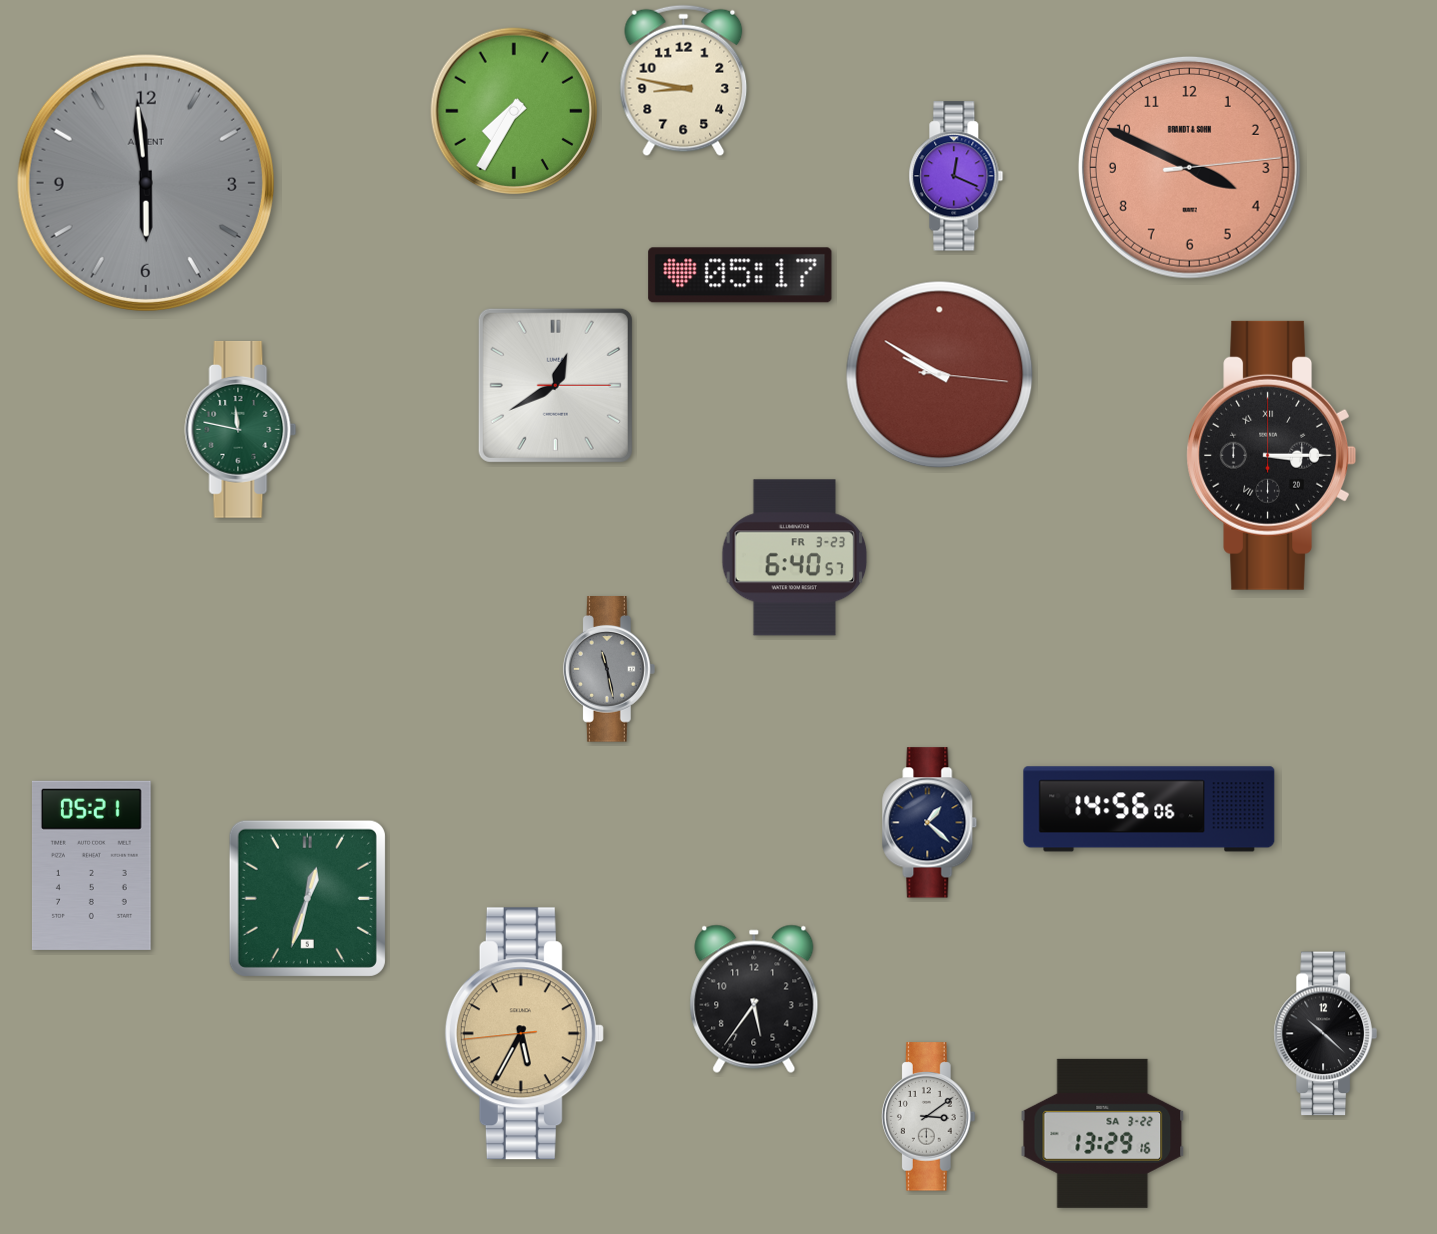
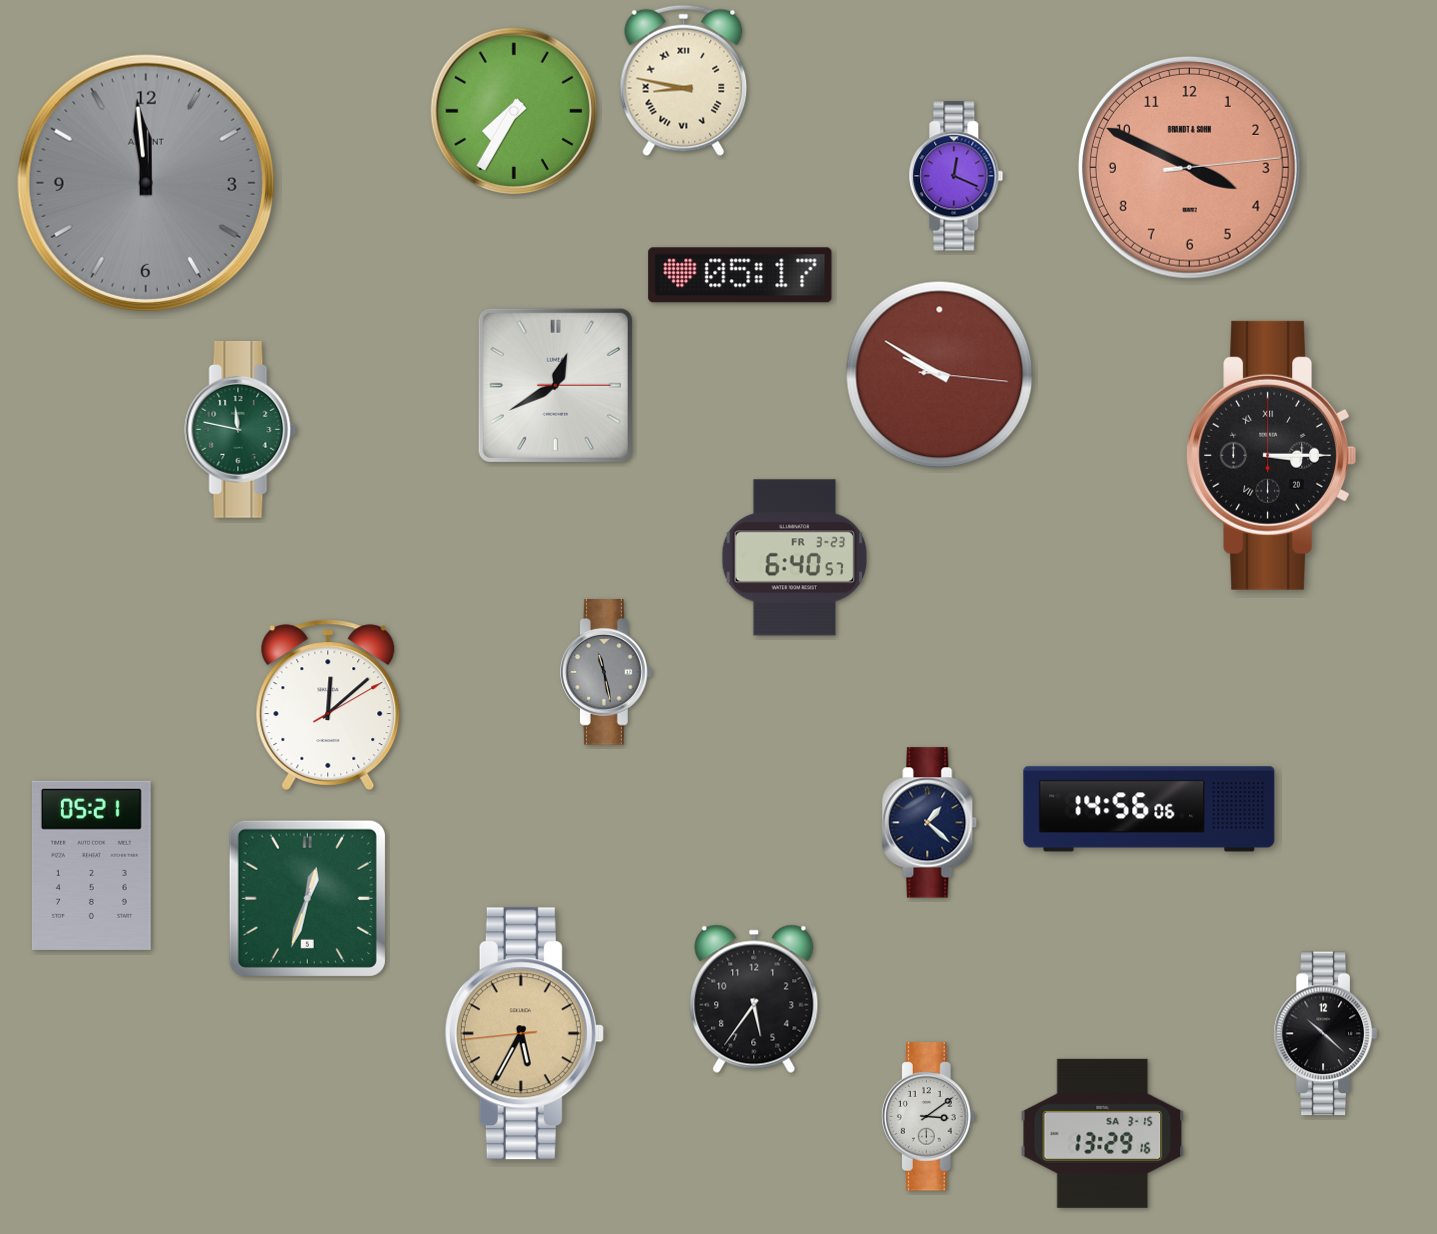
clock at (684, 81) numerals: Arabic -> Roman
clock at (146, 183): 5:59 -> 11:59
clock at (609, 669) position: (609, 669) -> (606, 672)
clock at (328, 705): none -> 12:08
clock at (1103, 1133) date: SA 3-22 -> SA 3-15
